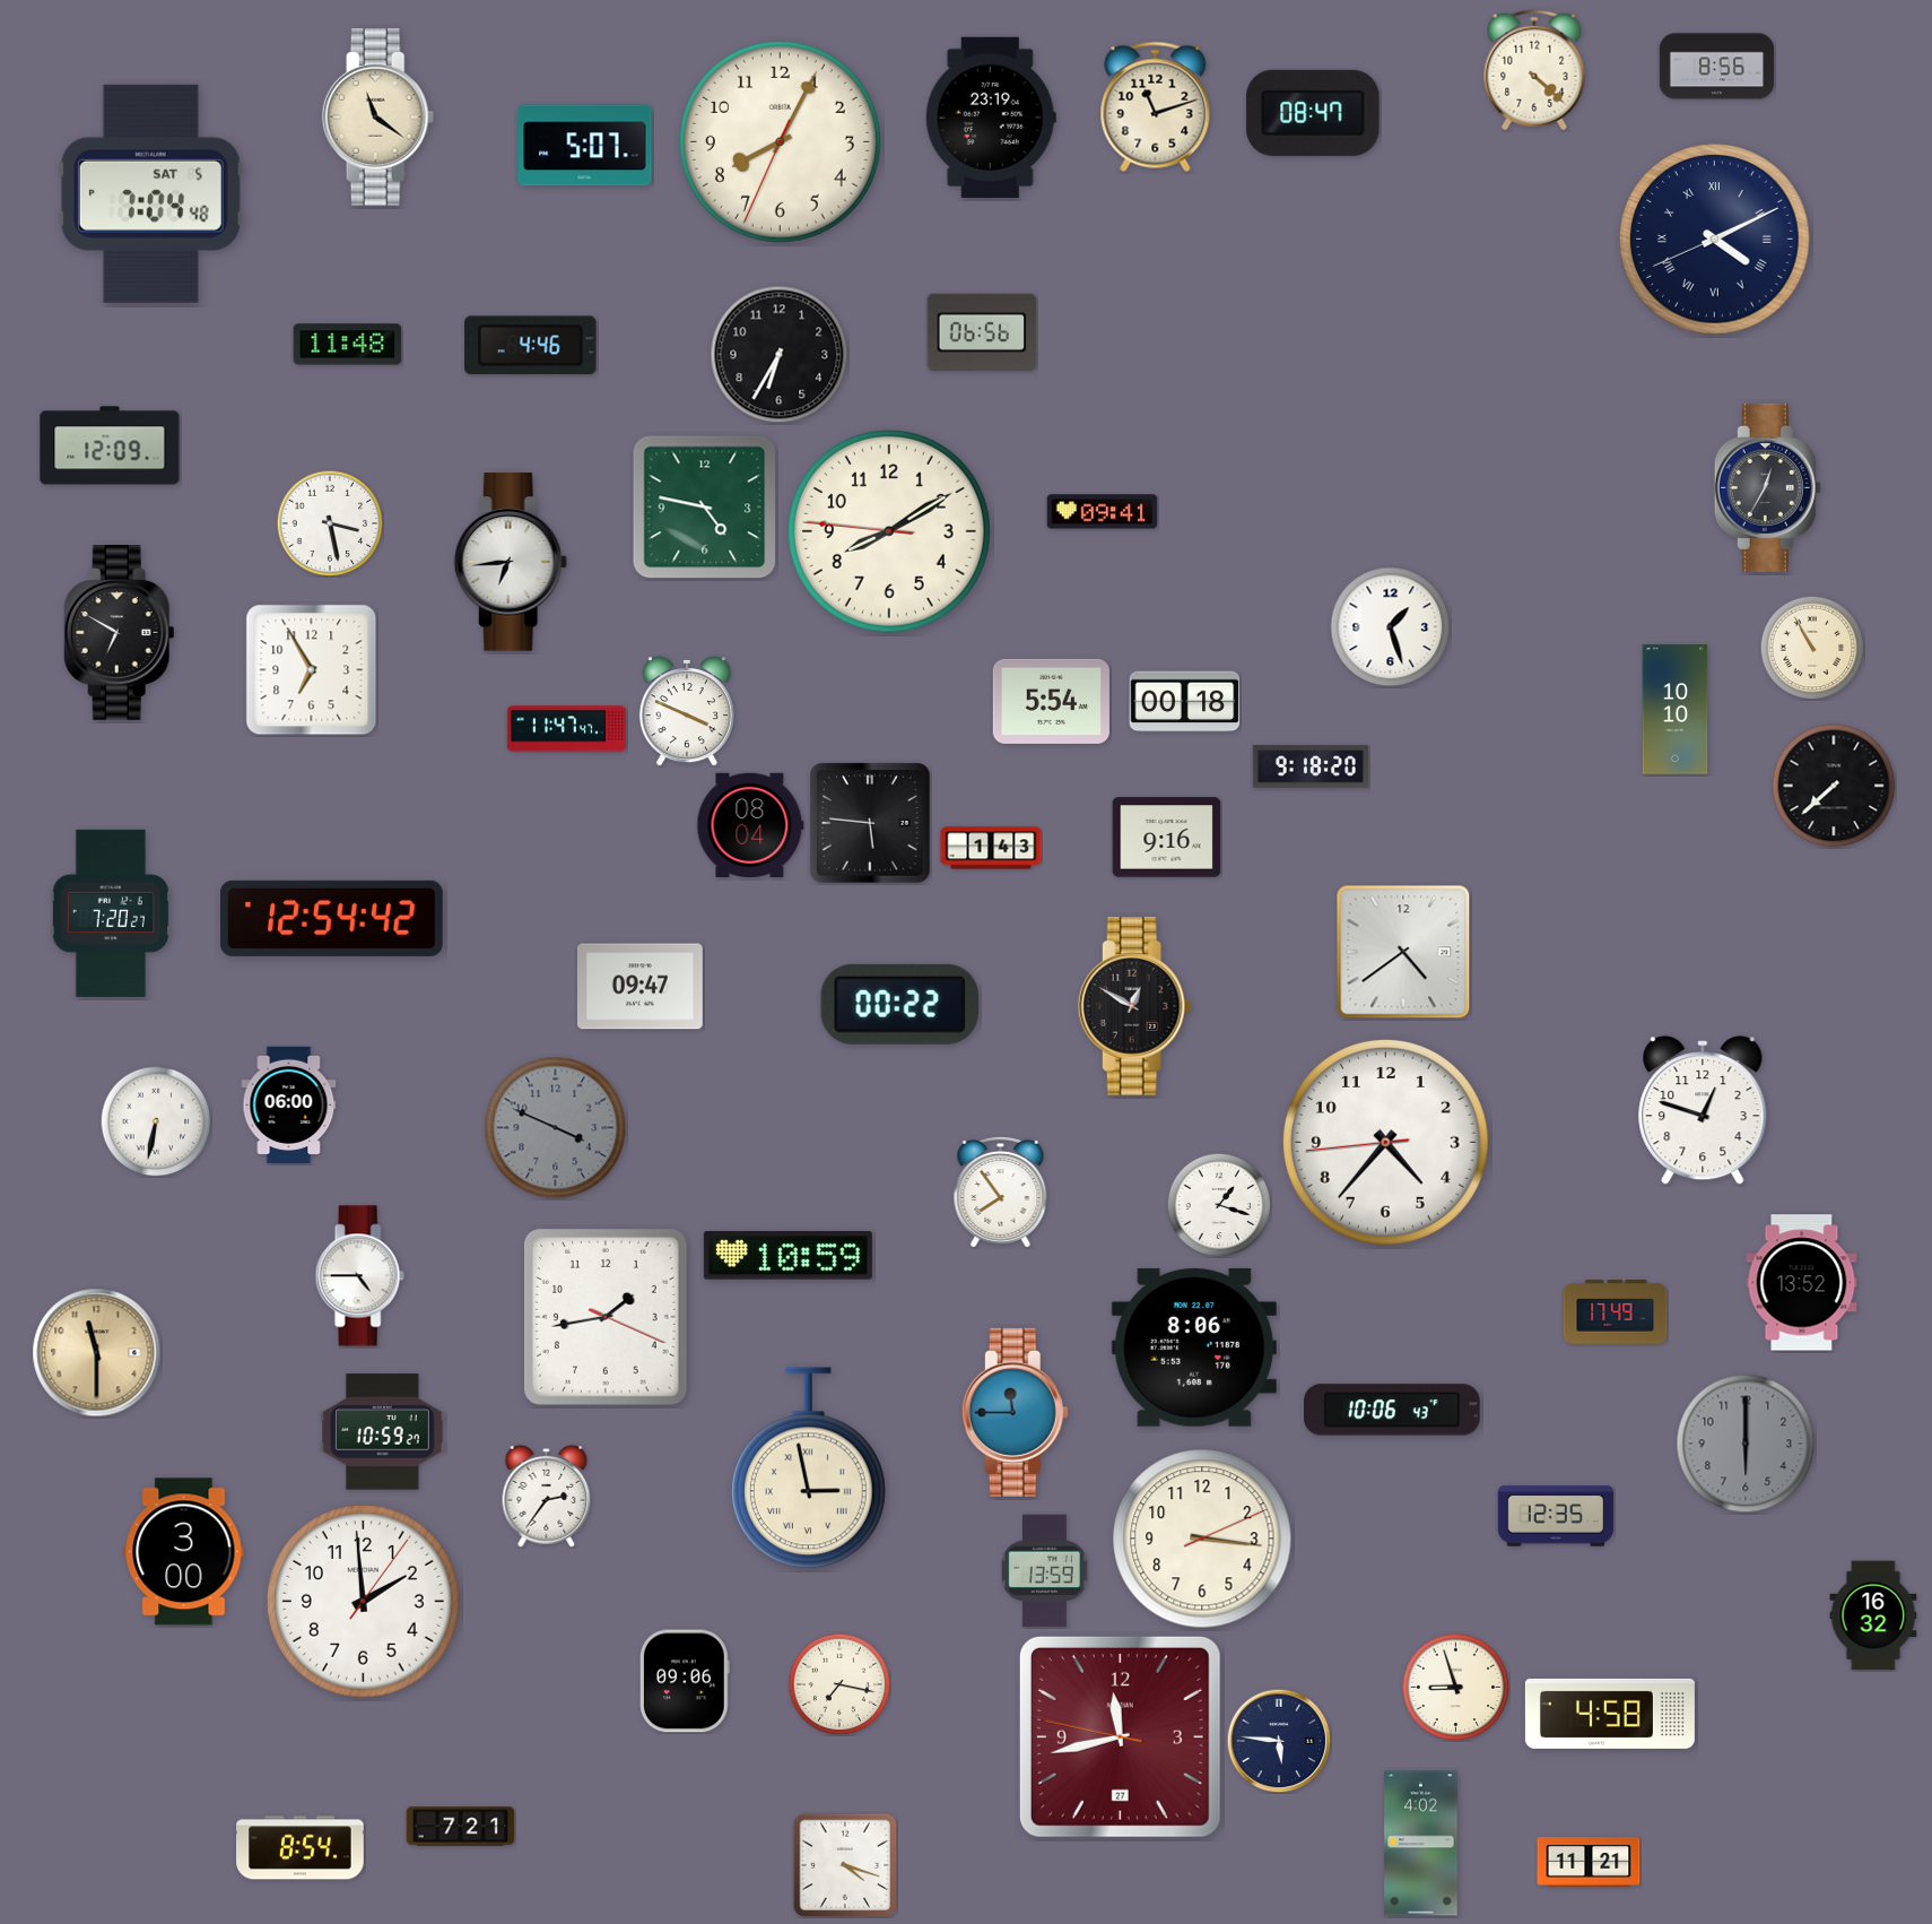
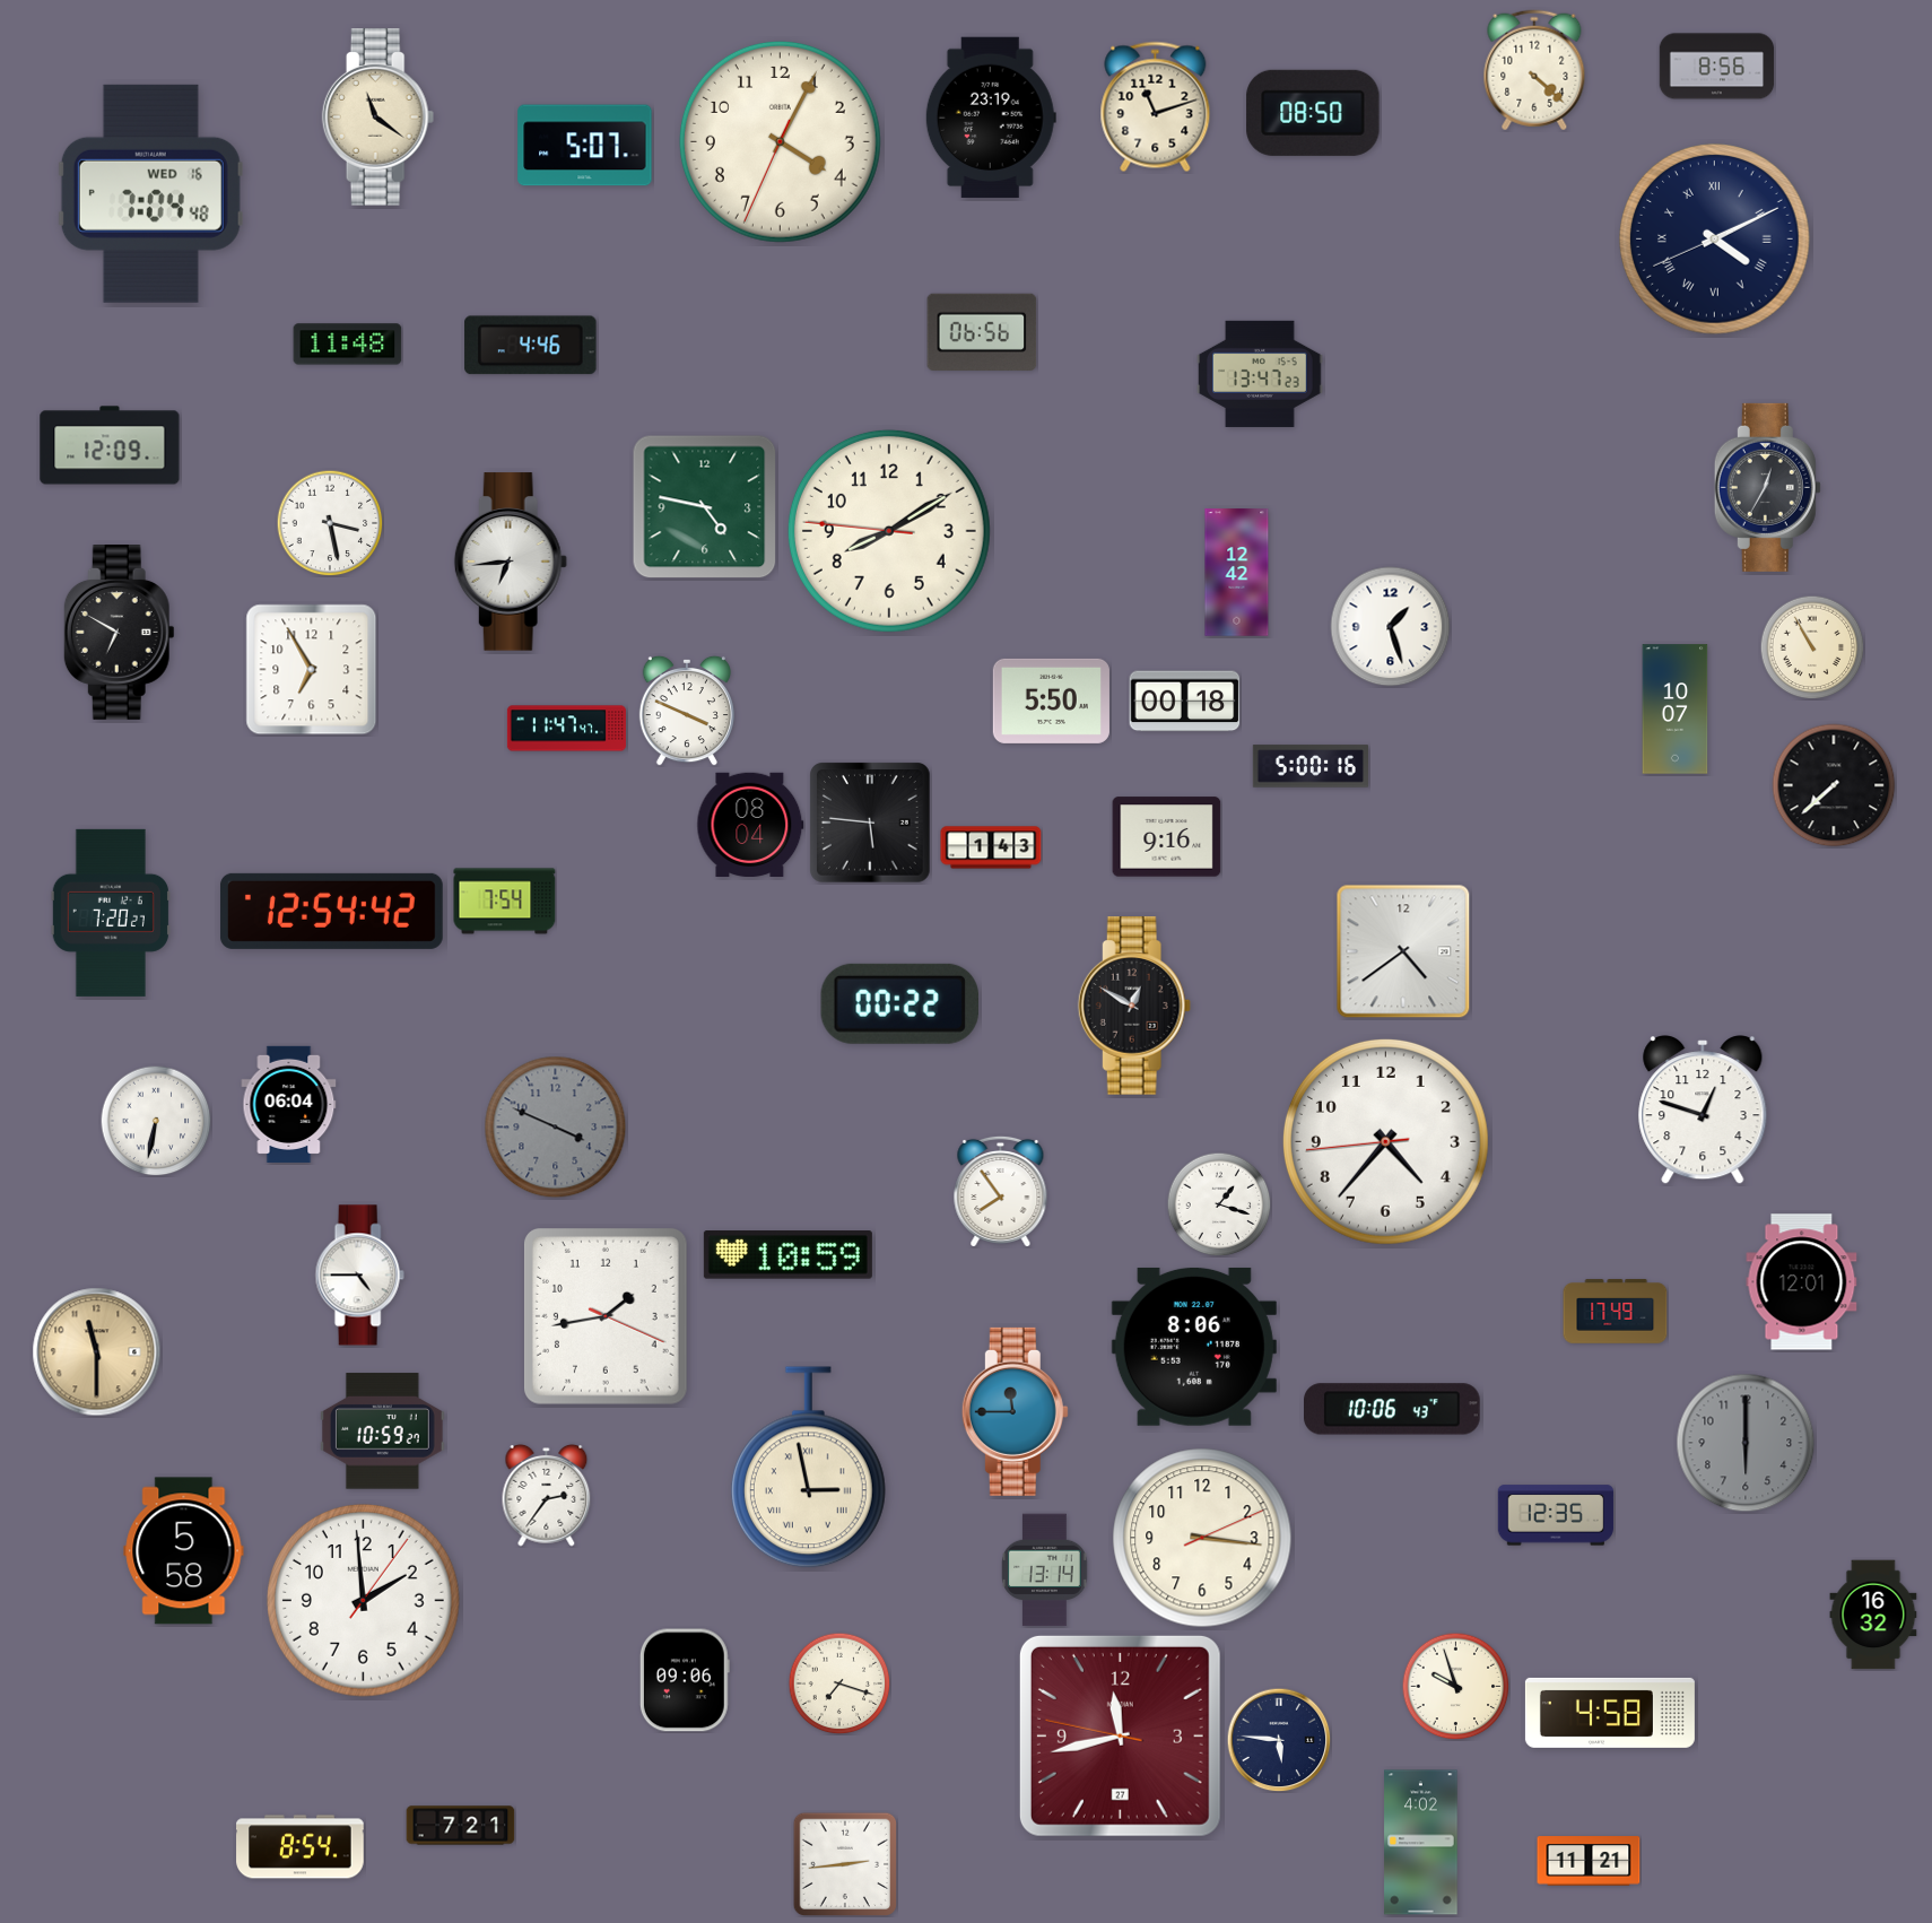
clock at (1313, 113): 08:47 -> 08:50
clock at (780, 141): 8:04 -> 4:04
clock at (150, 193) date: SAT 5 -> WED 16
clock at (780, 355): 6:35 -> none
clock at (1260, 374): none -> 13:47
clock at (1103, 512): 09:41 -> none
clock at (1237, 573): none -> 12:42
clock at (1051, 701): 5:54 -> 5:50
clock at (1676, 710): 10:10 -> 10:07
clock at (1309, 766): 9:18 -> 5:00
clock at (505, 902): none -> 7:54
clock at (331, 918) position: (331, 918) -> (331, 911)
clock at (639, 987): 09:47 -> none
clock at (289, 1104): 06:00 -> 06:04
clock at (1802, 1283): 13:52 -> 12:01
clock at (184, 1552): 3:00 -> 5:58
clock at (1045, 1571): 13:59 -> 13:14
clock at (839, 1684): 7:17 -> 7:18
clock at (1455, 1687): 8:57 -> 9:57
clock at (845, 1865): 4:18 -> 2:44
